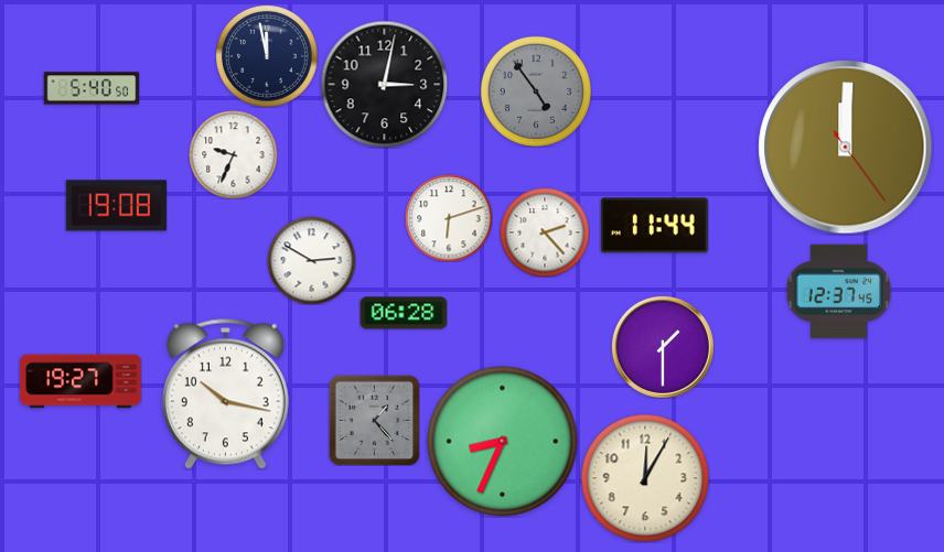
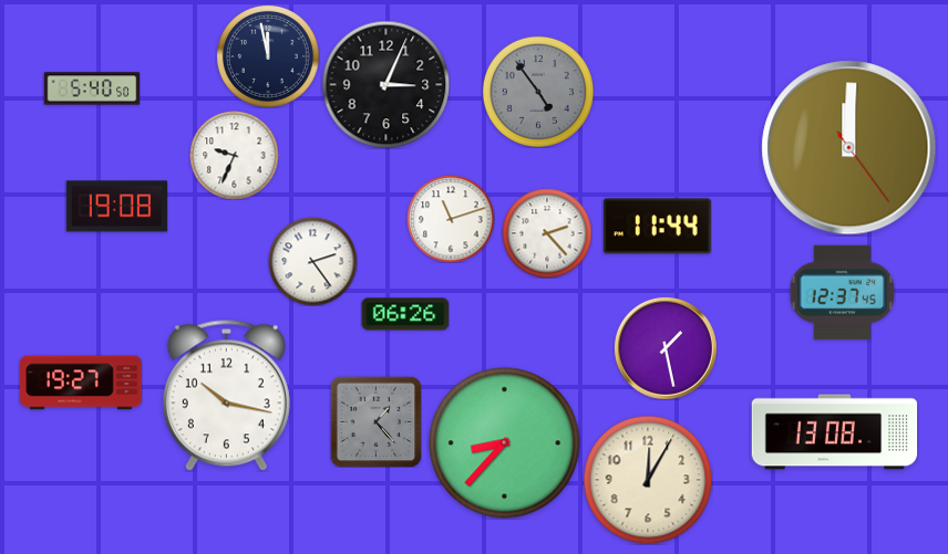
clock at (384, 84): 3:02 -> 3:04
clock at (449, 218): 6:12 -> 11:12
clock at (311, 260): 2:50 -> 2:24
clock at (404, 313): 06:28 -> 06:26
clock at (663, 347): 1:30 -> 1:28
clock at (835, 432): none -> 13:08
clock at (503, 442): 8:34 -> 8:37
